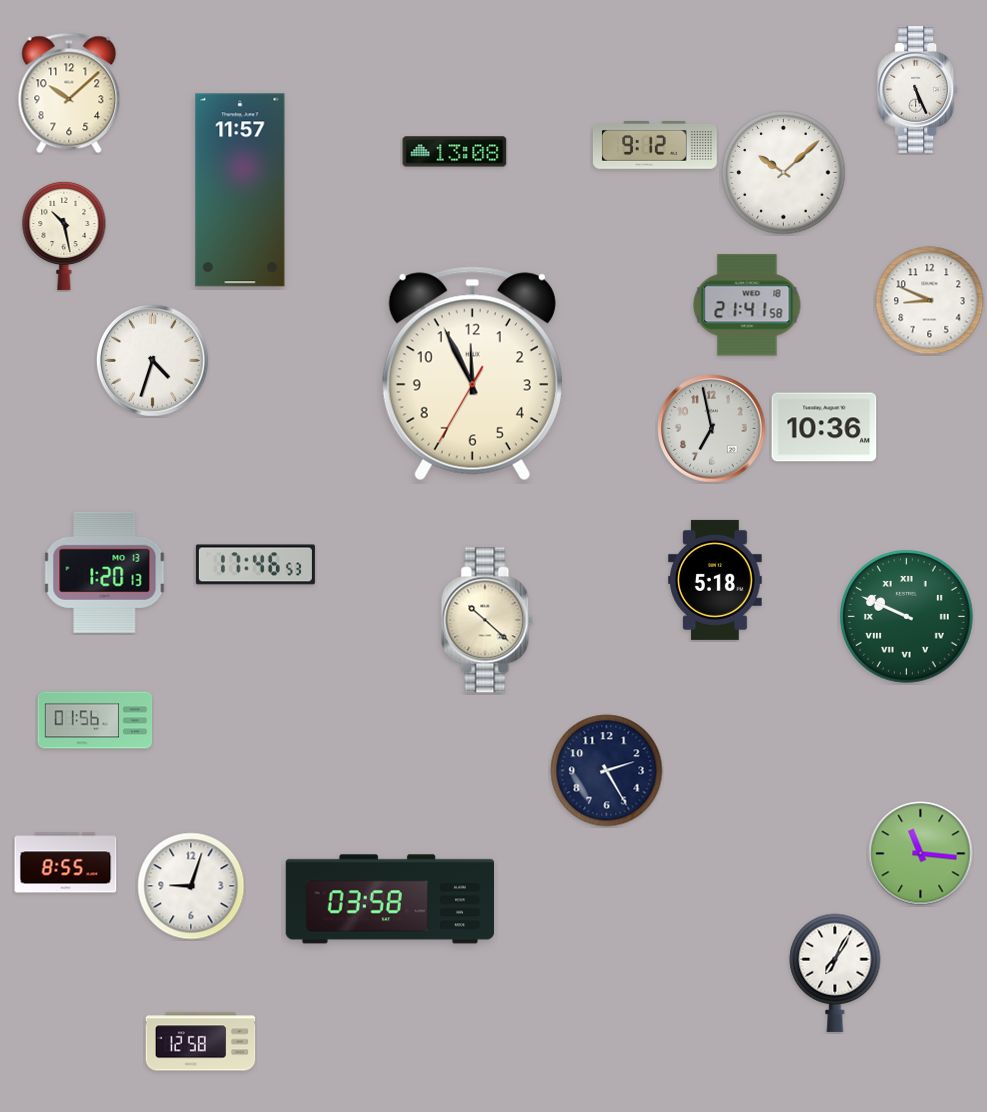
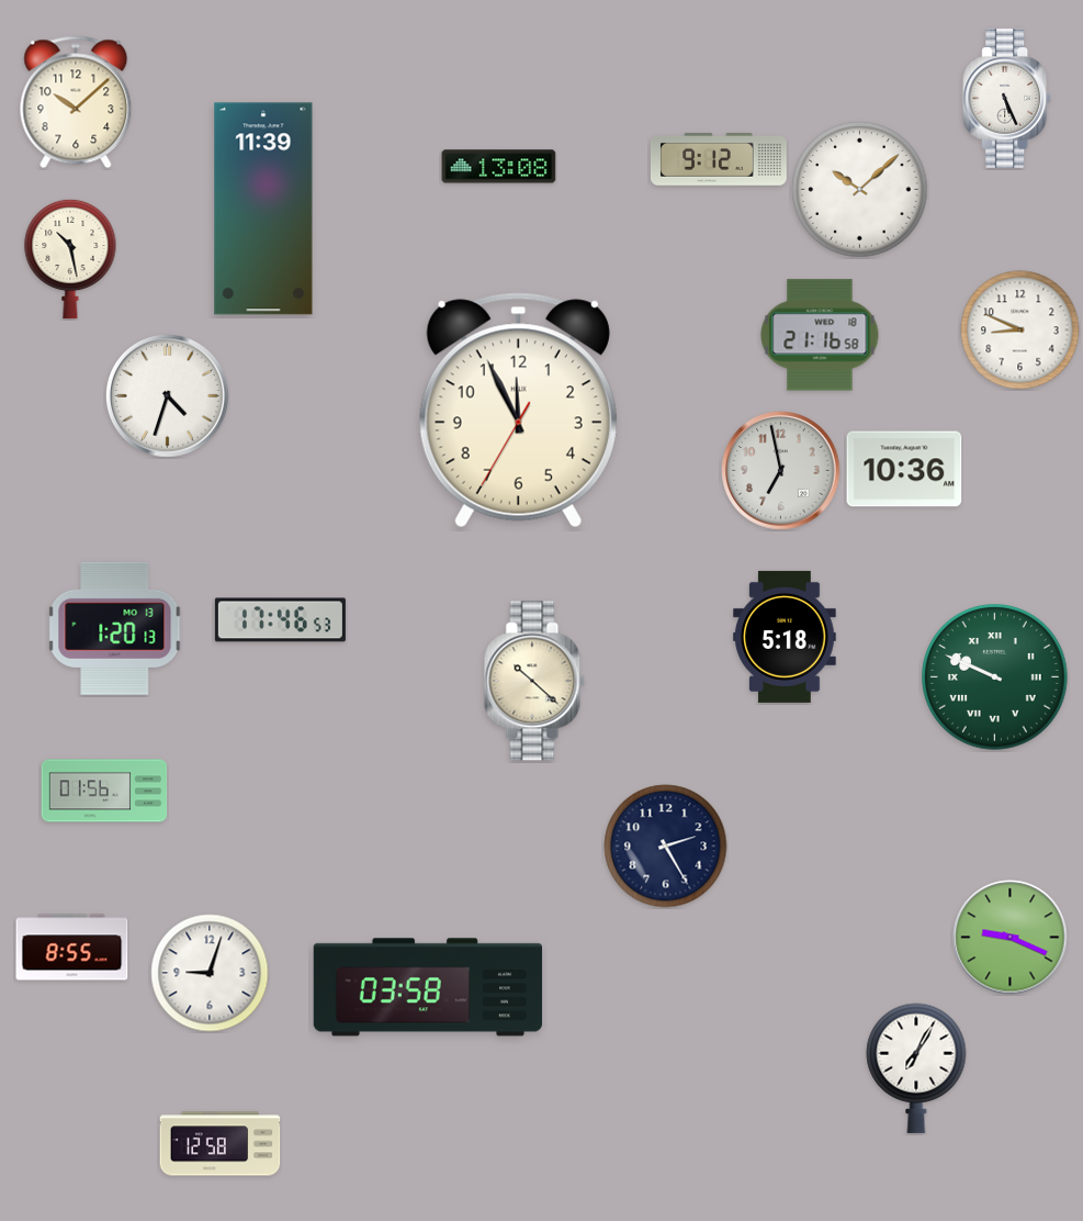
clock at (240, 190): 11:57 -> 11:39
clock at (747, 305): 21:41 -> 21:16
clock at (921, 854): 11:16 -> 9:19
